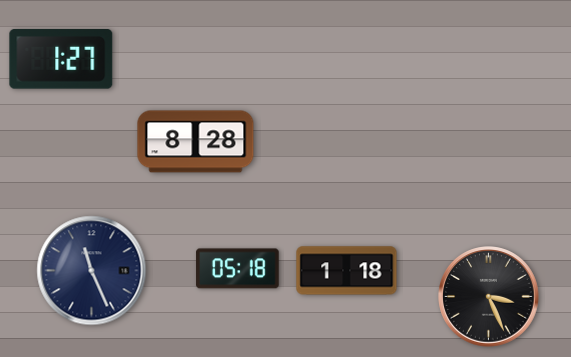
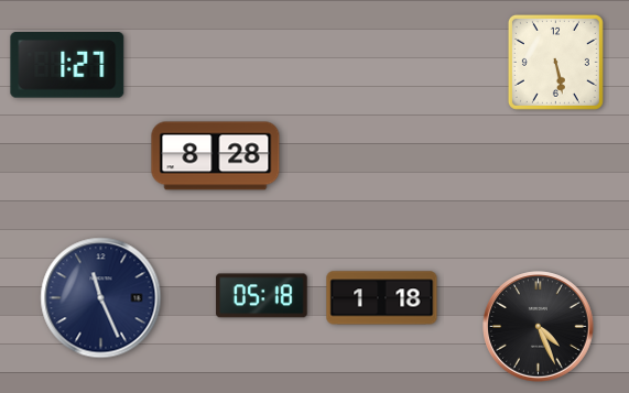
clock at (555, 62): none -> 5:28
clock at (489, 297): 3:26 -> 4:26
